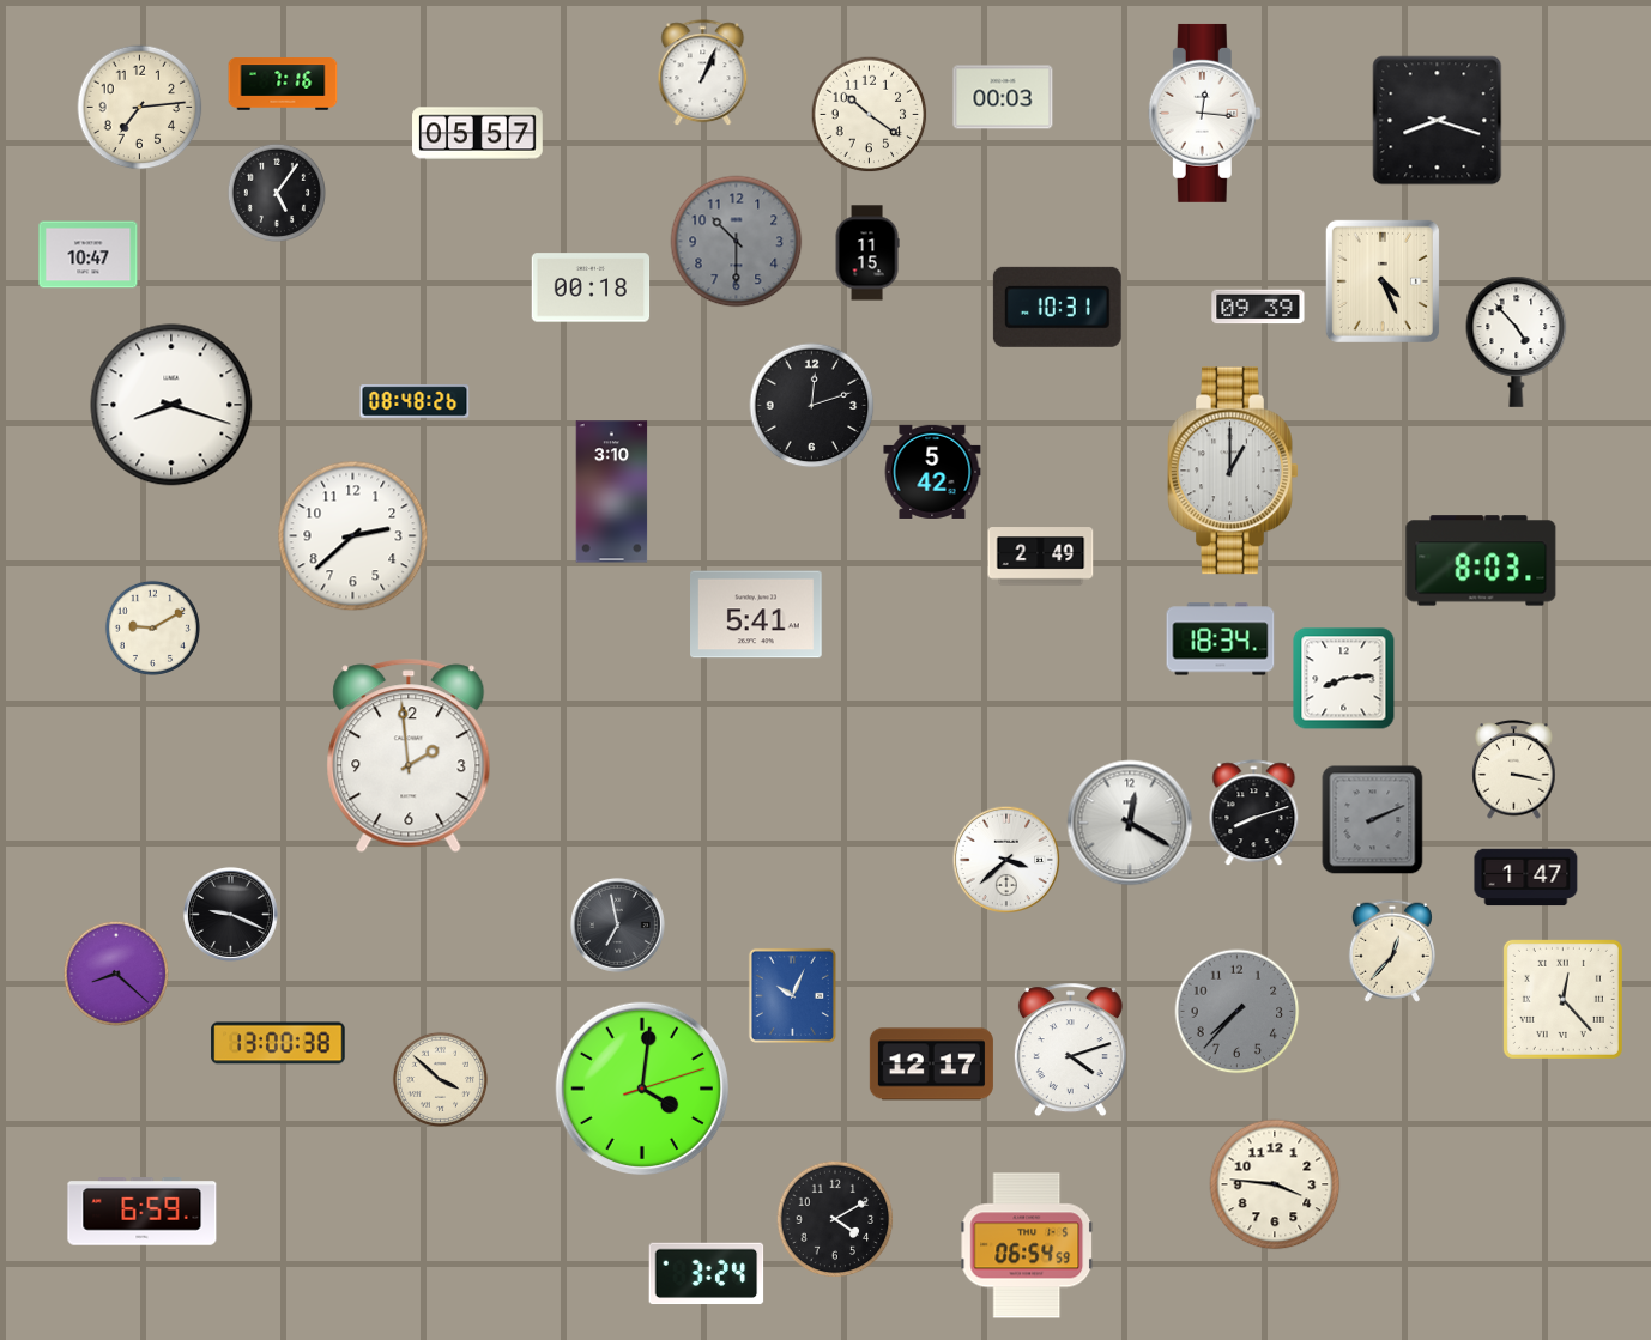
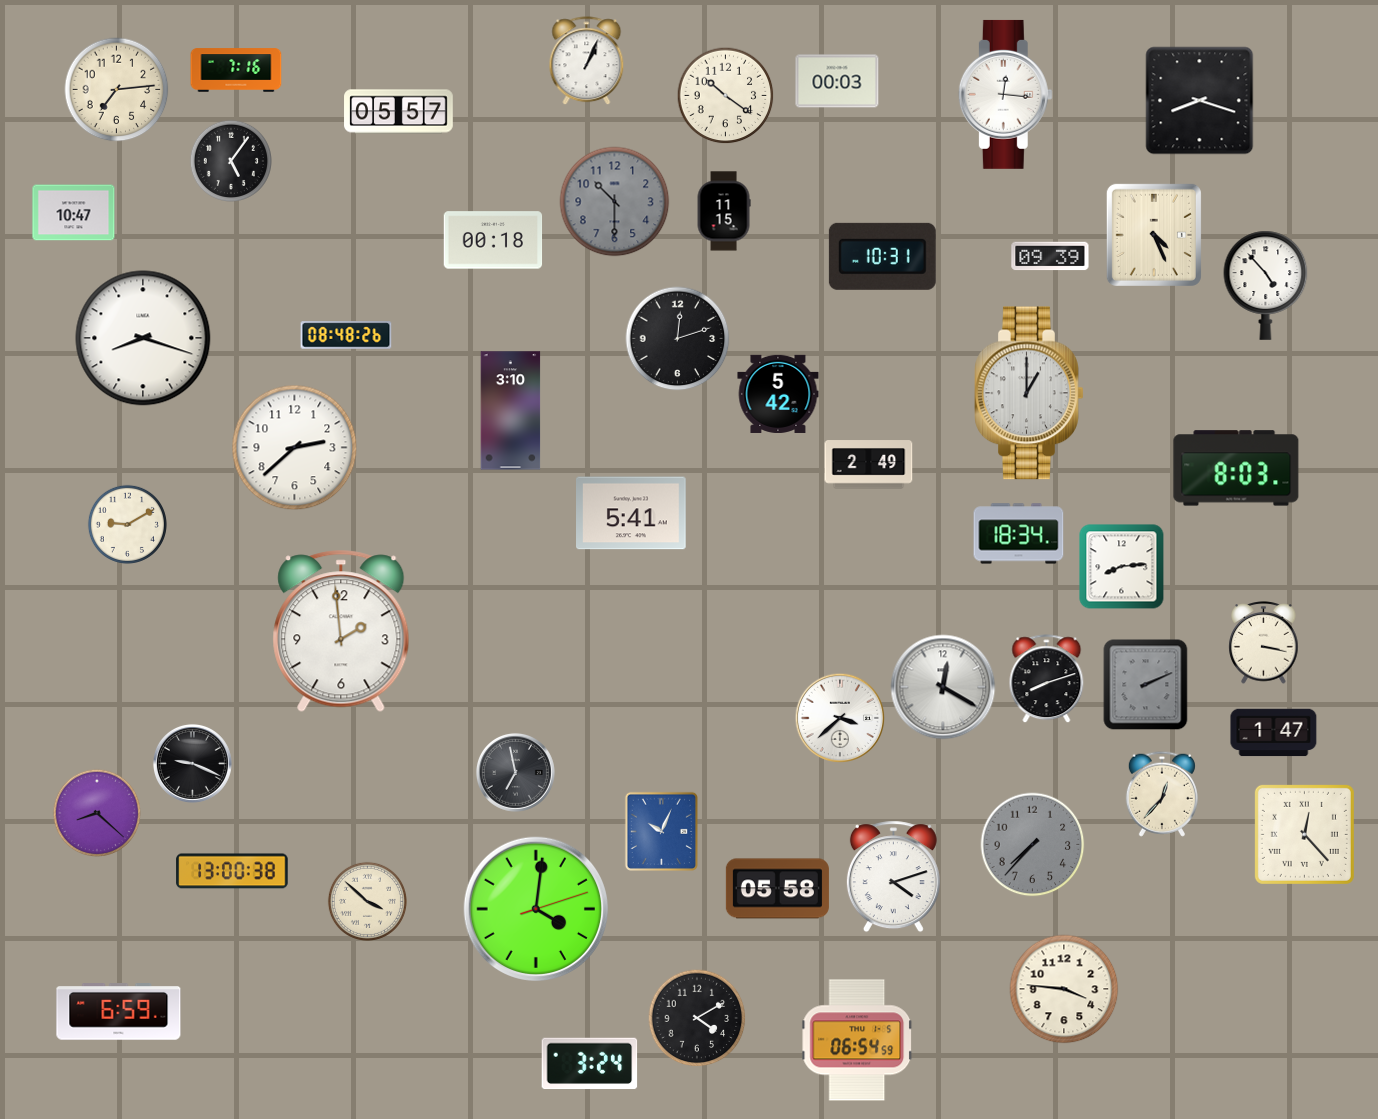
clock at (931, 1065): 12:17 -> 05:58
